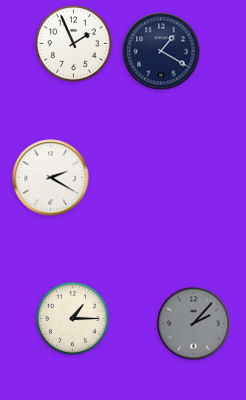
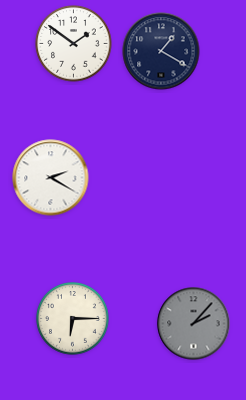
clock at (74, 44): 1:56 -> 1:51
clock at (73, 319): 1:15 -> 6:15
